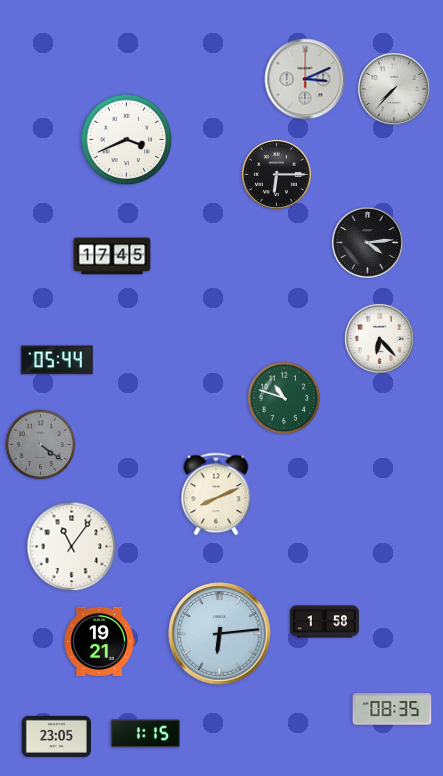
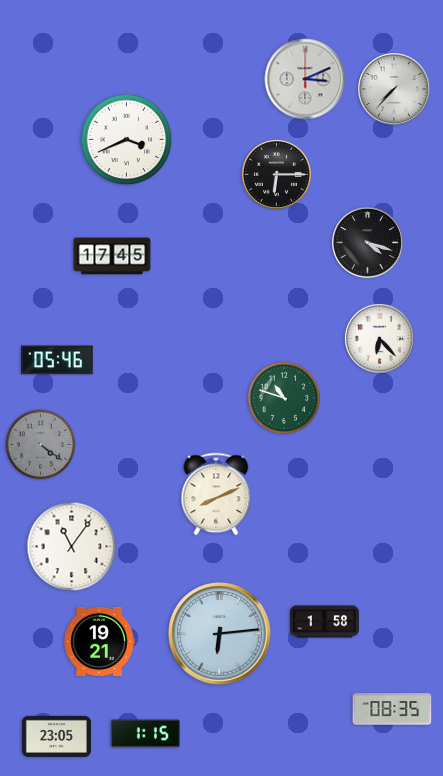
clock at (368, 243): 4:14 -> 4:18
clock at (57, 360): 05:44 -> 05:46
